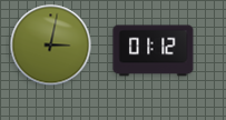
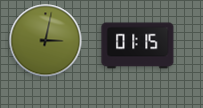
clock at (154, 51): 01:12 -> 01:15
